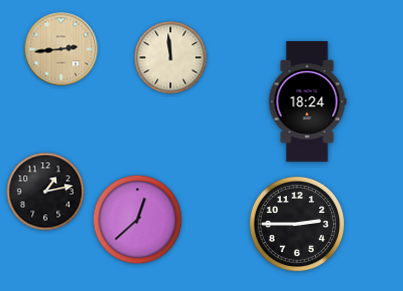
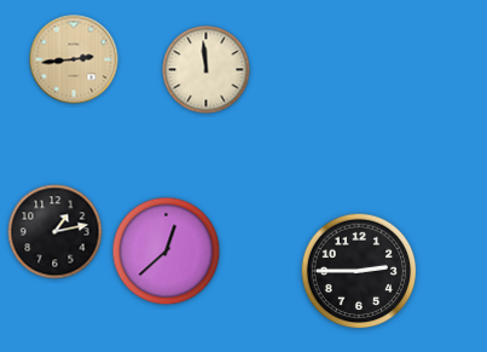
clock at (307, 102): 18:24 -> none
clock at (138, 220) position: (138, 220) -> (167, 252)
